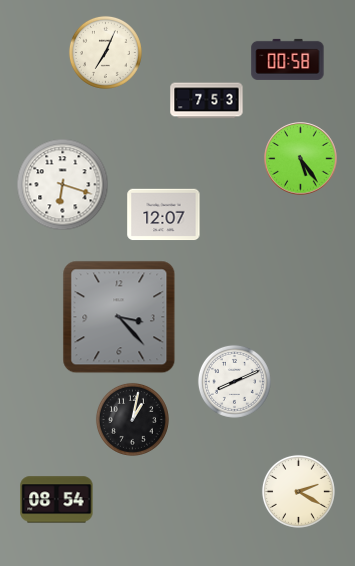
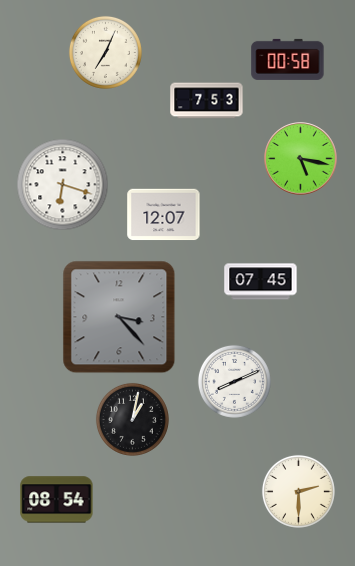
clock at (301, 159): 5:24 -> 5:17
clock at (261, 282): none -> 07:45
clock at (298, 491): 2:20 -> 2:30
